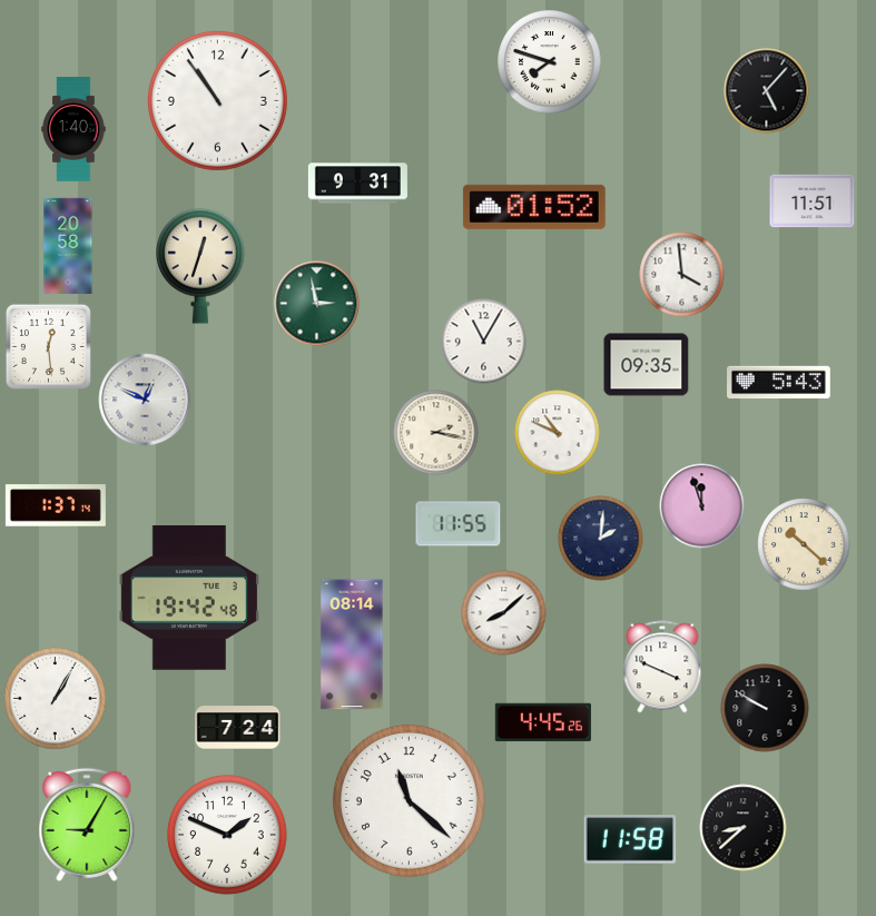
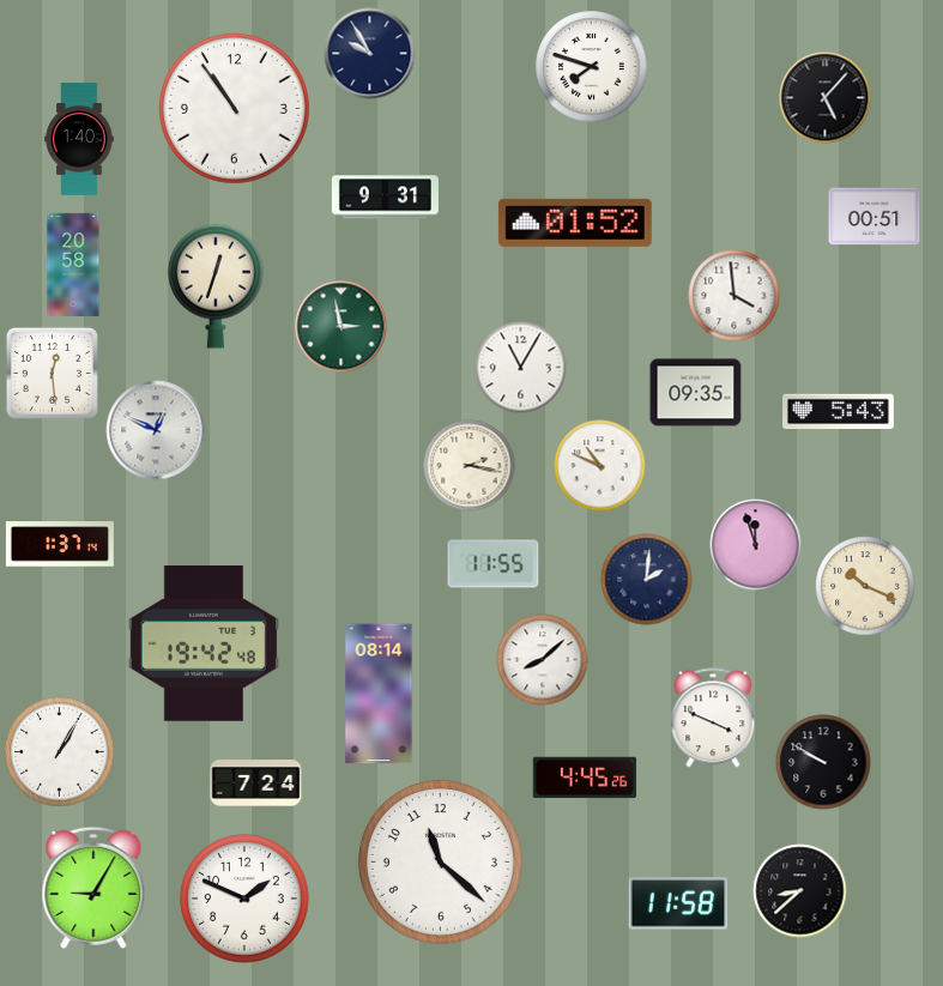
clock at (370, 54): none -> 9:55
clock at (813, 201): 11:51 -> 00:51
clock at (804, 544): 10:22 -> 10:19
